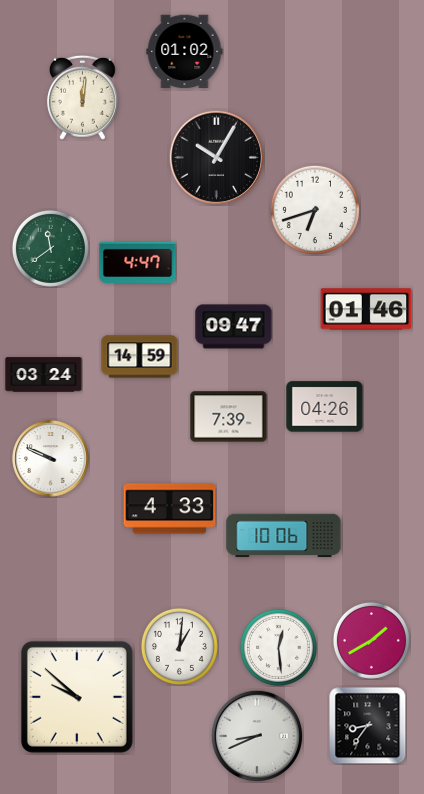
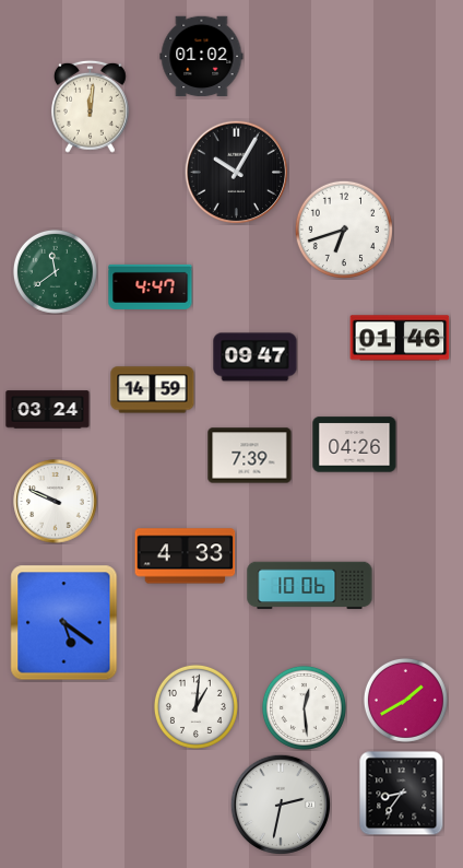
clock at (64, 623): none -> 5:21
clock at (77, 697): 9:52 -> none
clock at (257, 736): 8:41 -> 2:32
